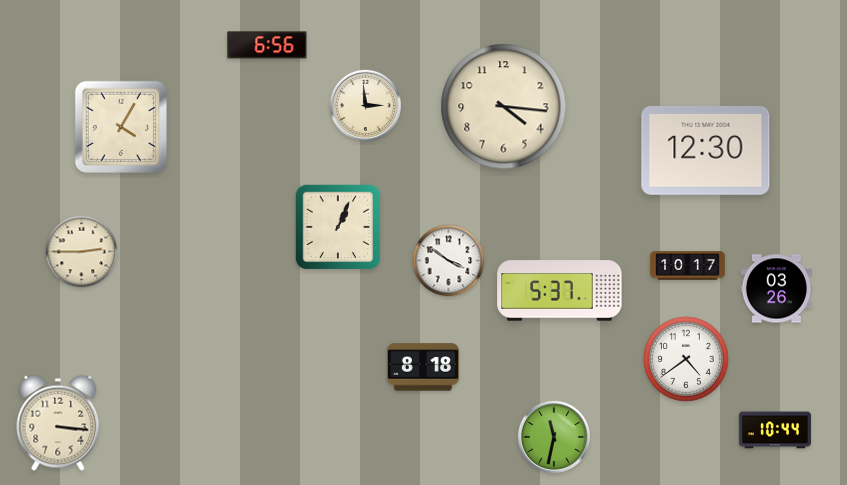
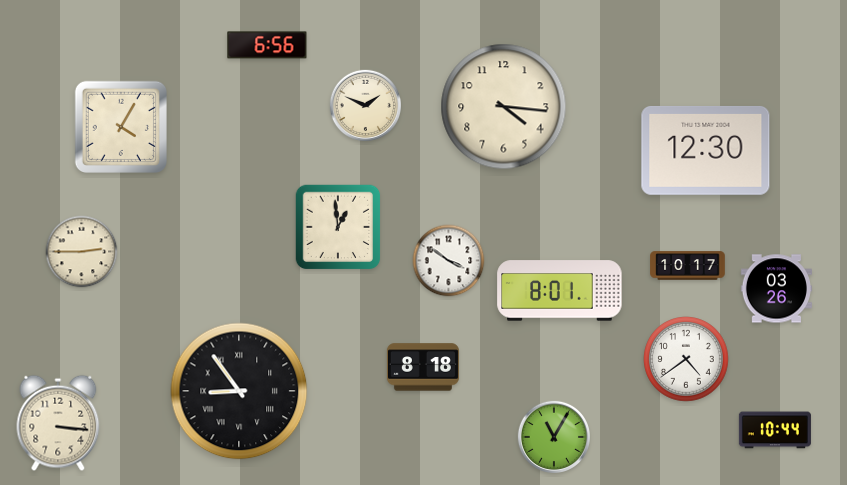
clock at (365, 105): 2:59 -> 1:49
clock at (338, 227): 1:04 -> 12:59
clock at (560, 291): 5:37 -> 8:01
clock at (239, 391): none -> 8:54
clock at (553, 436): 11:32 -> 11:05
